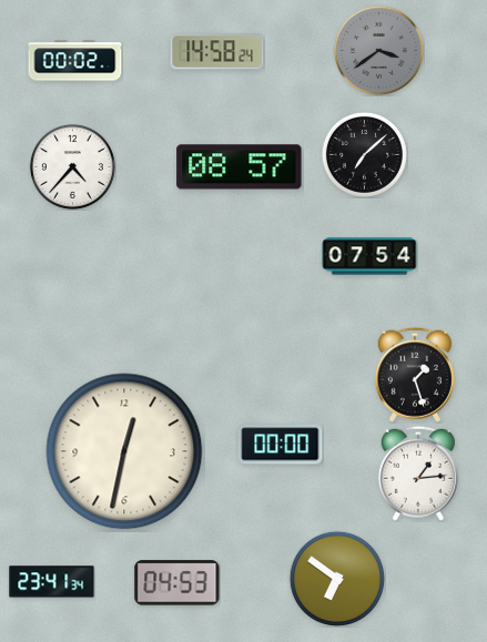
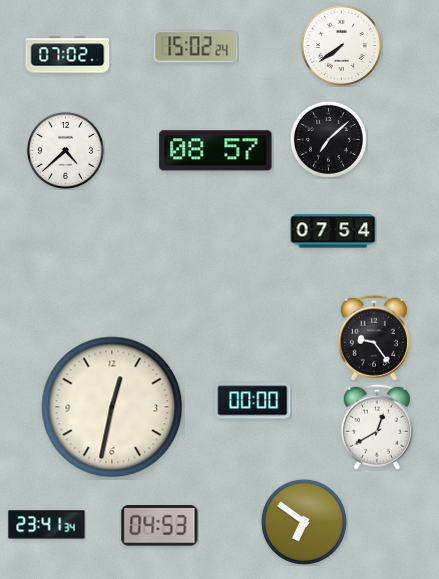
clock at (378, 50): 3:39 -> 7:39
clock at (378, 50) dial: grey -> white
clock at (217, 52): 14:58 -> 15:02
clock at (75, 61): 00:02 -> 07:02
clock at (72, 166): 4:37 -> 4:38
clock at (415, 375): 1:27 -> 9:24
clock at (418, 473): 1:14 -> 12:40
